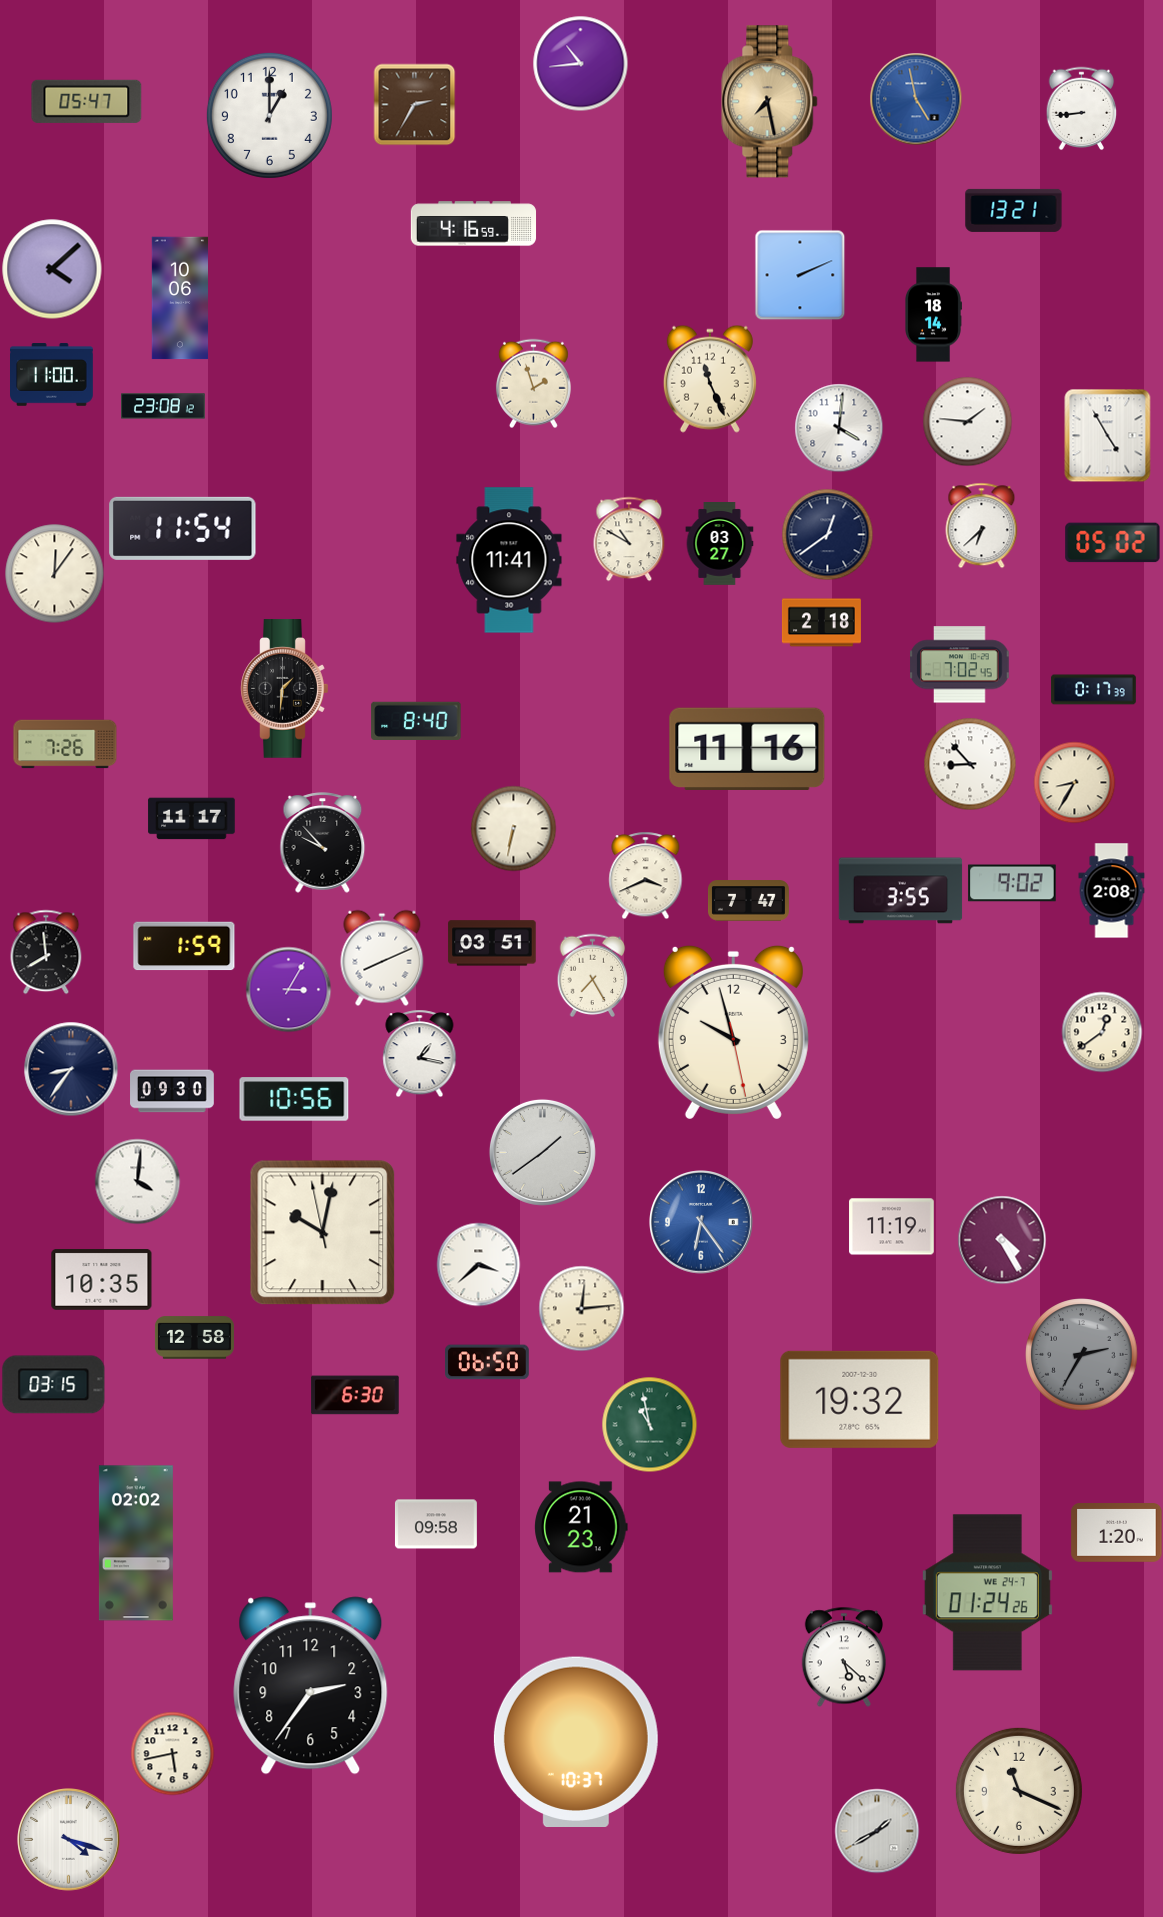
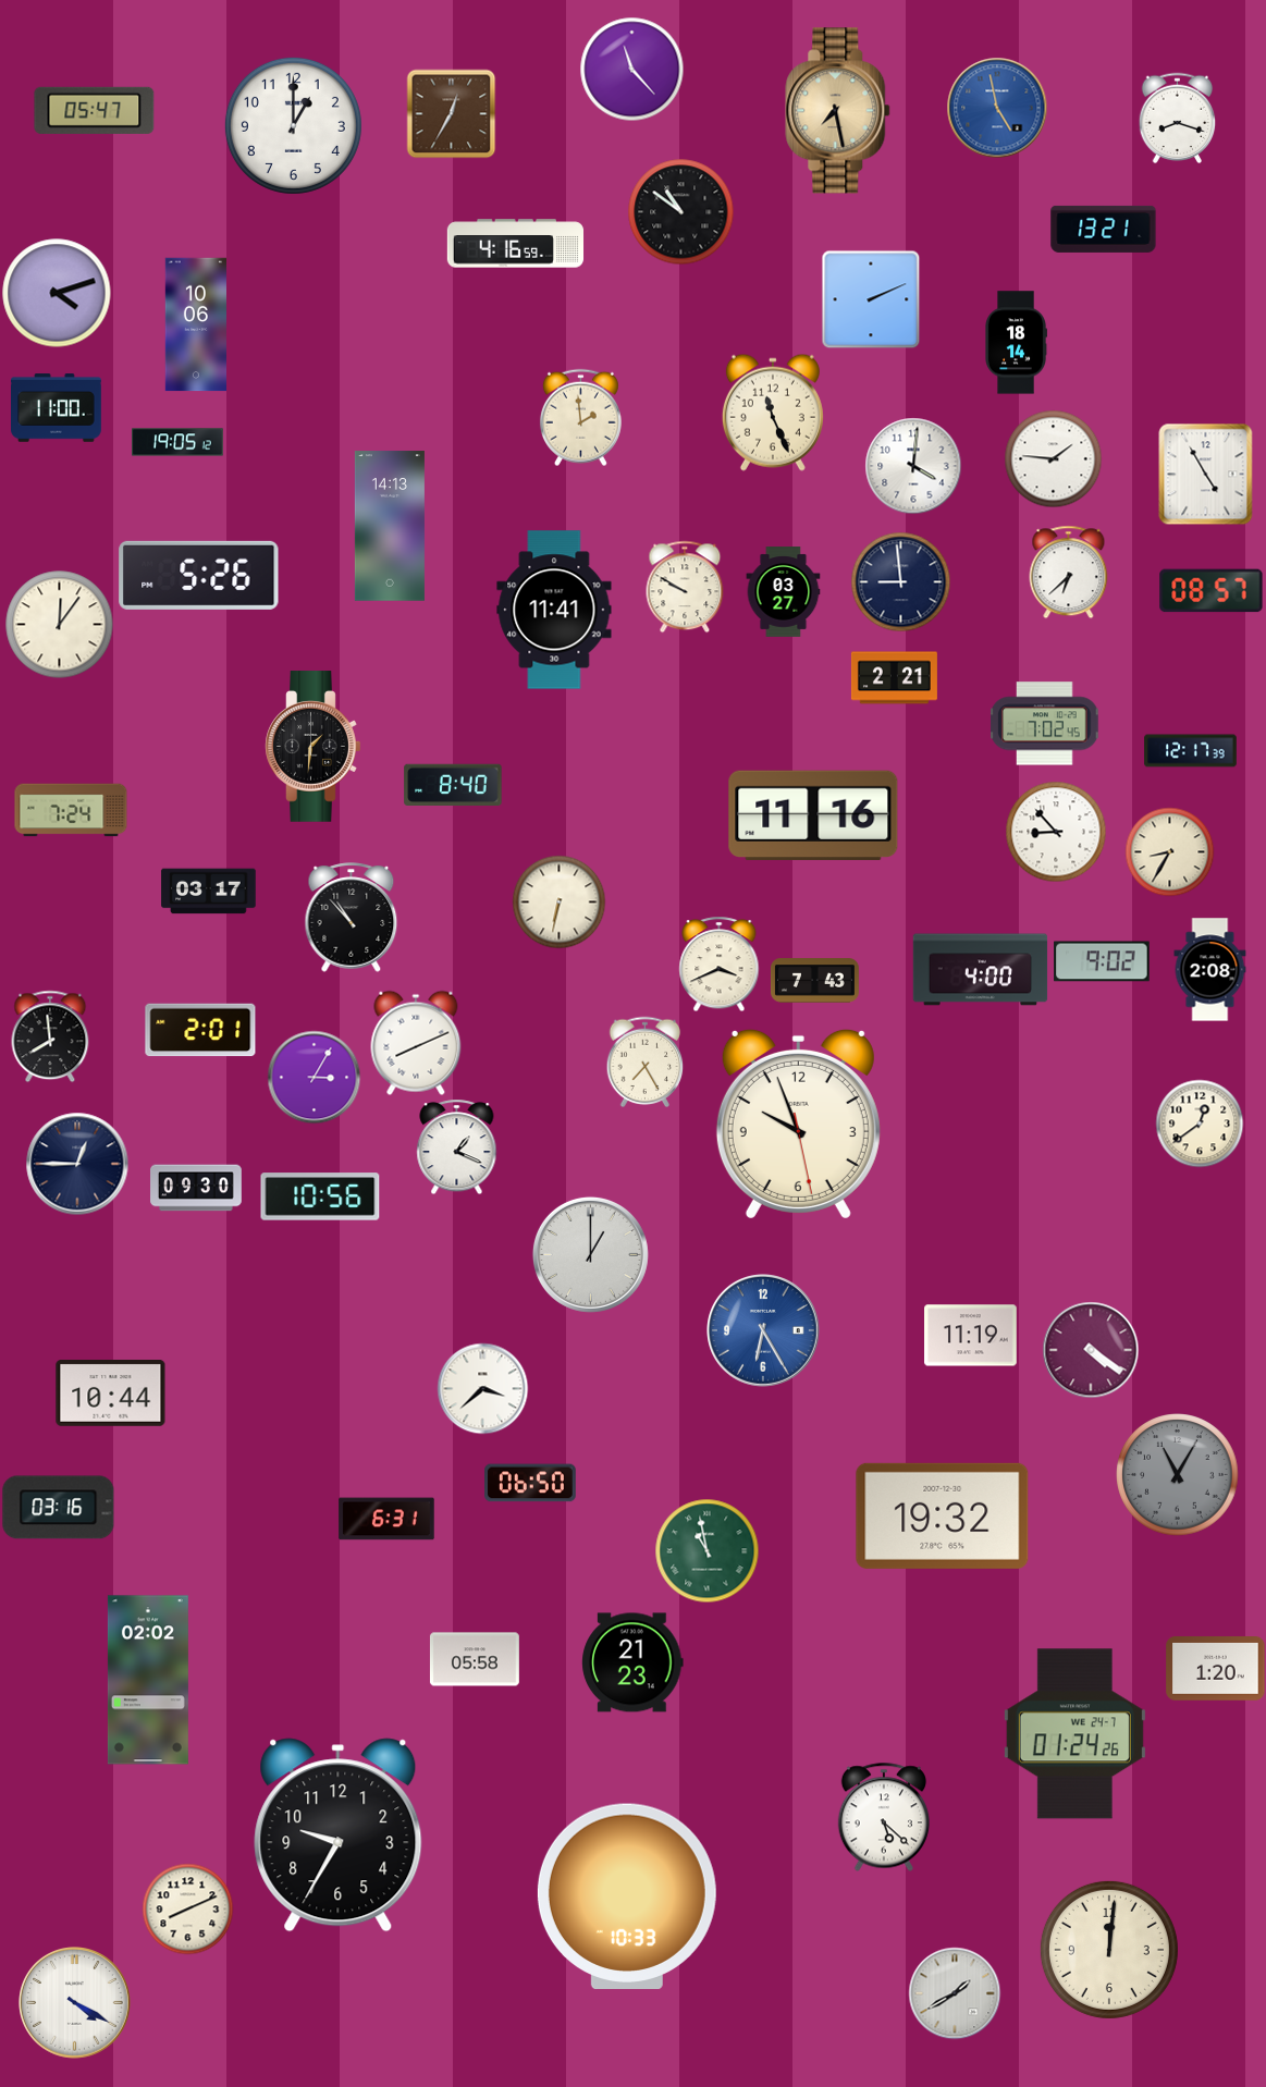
clock at (580, 63): 10:44 -> 11:23
clock at (414, 104): 2:35 -> 12:35
clock at (1082, 108): 8:44 -> 8:18
clock at (680, 211): none -> 10:51
clock at (52, 269): 4:08 -> 4:12
clock at (533, 383): 1:57 -> 1:59
clock at (163, 406): 23:08 -> 19:05
clock at (390, 526): none -> 14:13
clock at (183, 528): 11:54 -> 5:26
clock at (827, 534): 12:39 -> 8:59
clock at (629, 539): 10:50 -> 9:50
clock at (1113, 543): 05:02 -> 08:57
clock at (821, 623): 2:18 -> 2:21
clock at (285, 689) position: (285, 689) -> (314, 747)
clock at (1094, 690): 0:17 -> 12:17
clock at (65, 744): 7:26 -> 7:24
clock at (192, 819): 11:17 -> 03:17
clock at (323, 843): 9:53 -> 10:53
clock at (646, 875) position: (646, 875) -> (720, 963)
clock at (901, 891): 3:55 -> 4:00
clock at (748, 901): 7:47 -> 7:43
clock at (492, 943): 03:51 -> none
clock at (184, 946): 1:59 -> 2:01
clock at (733, 1032): 9:57 -> 9:56
clock at (420, 1053): 1:17 -> 1:19
clock at (71, 1069): 8:36 -> 12:45
clock at (172, 1091) position: (172, 1091) -> (196, 1188)
clock at (542, 1152): 1:39 -> 1:00
clock at (137, 1181): 4:01 -> none
clock at (702, 1223): 6:24 -> 6:25
clock at (323, 1233): 10:01 -> none
clock at (1002, 1240): 4:25 -> 4:21
clock at (478, 1264) position: (478, 1264) -> (482, 1388)
clock at (102, 1280): 10:35 -> 10:44
clock at (581, 1308): 12:14 -> none
clock at (194, 1338): 12:58 -> none
clock at (1082, 1355): 2:35 -> 11:05
clock at (54, 1385): 03:15 -> 03:16
clock at (355, 1395): 6:30 -> 6:31
clock at (860, 1399) position: (860, 1399) -> (943, 1515)
clock at (436, 1524): 09:58 -> 05:58
clock at (843, 1657) position: (843, 1657) -> (883, 1817)
clock at (311, 1686): 2:36 -> 9:35
clock at (576, 1741): 10:37 -> 10:33
clock at (172, 1753): 5:43 -> 8:11
clock at (1019, 1791): 11:19 -> 12:01
clock at (69, 1840): 4:18 -> 4:20
